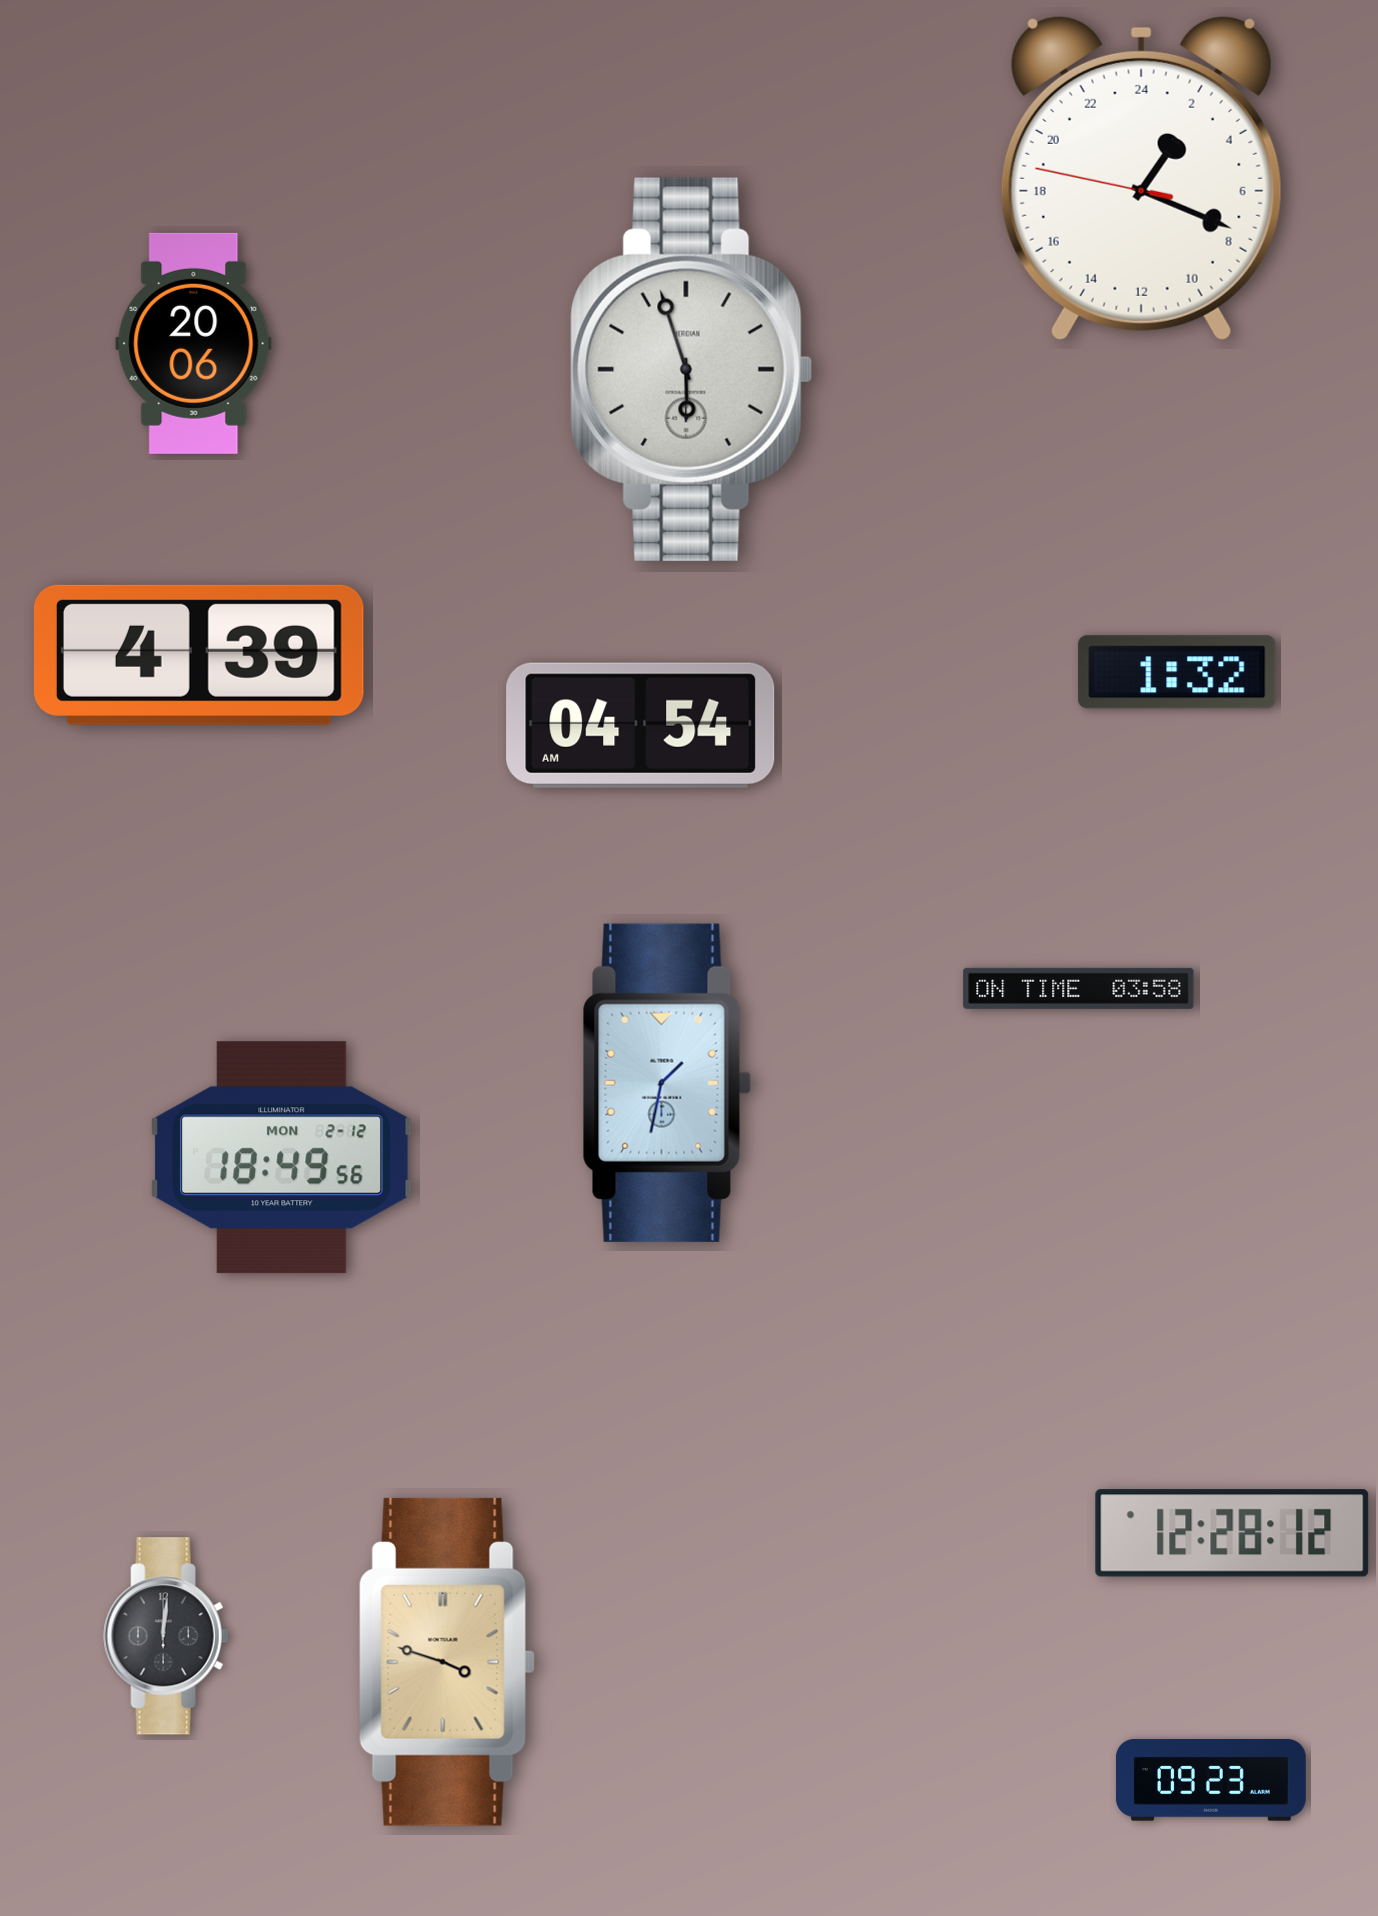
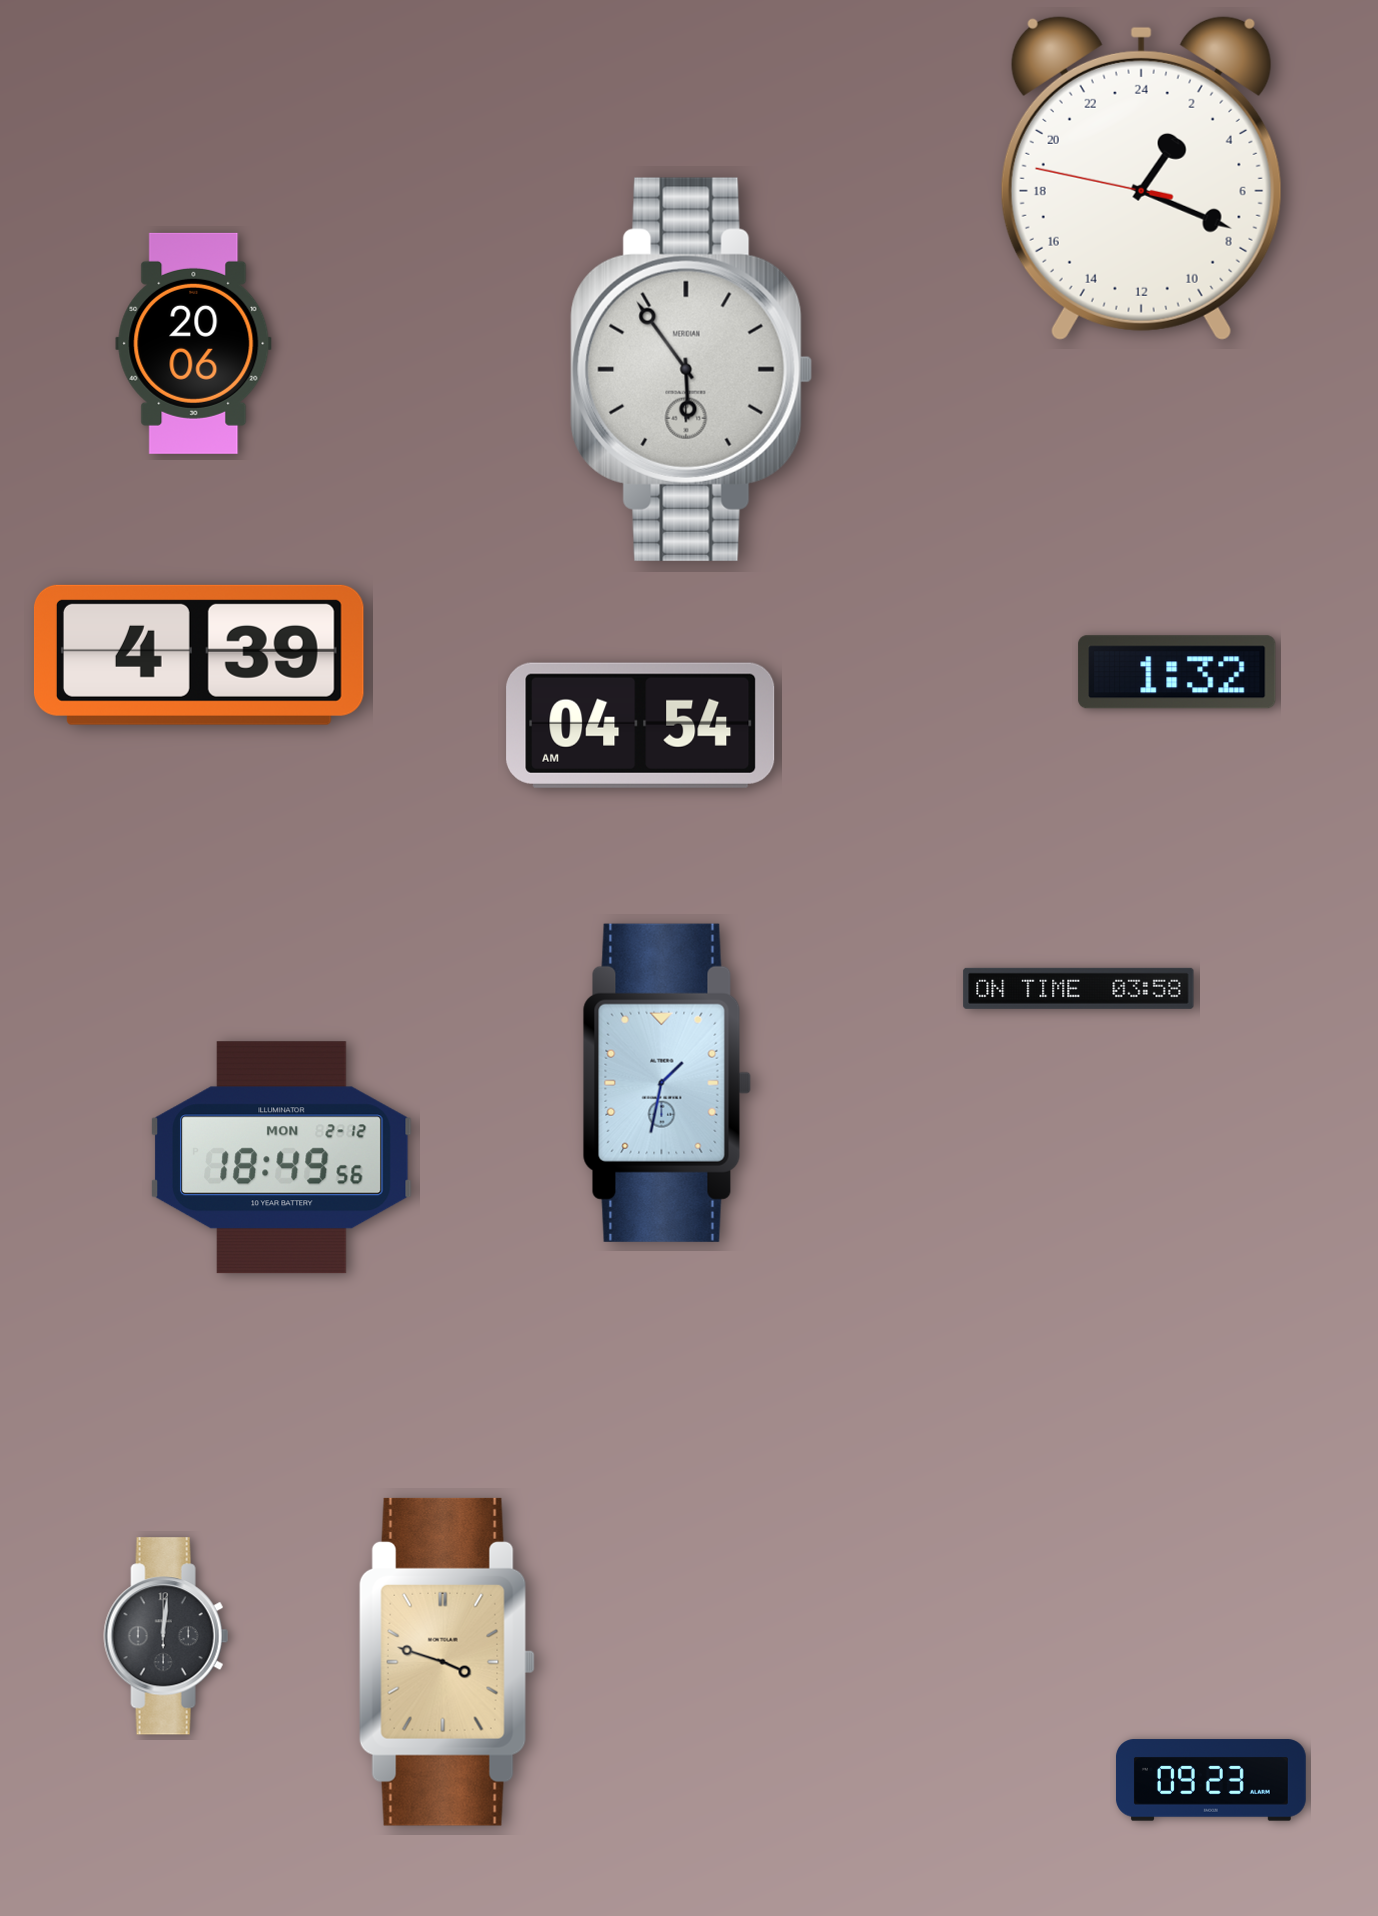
clock at (692, 369): 5:57 -> 5:54
clock at (1232, 1533): 12:28 -> none
